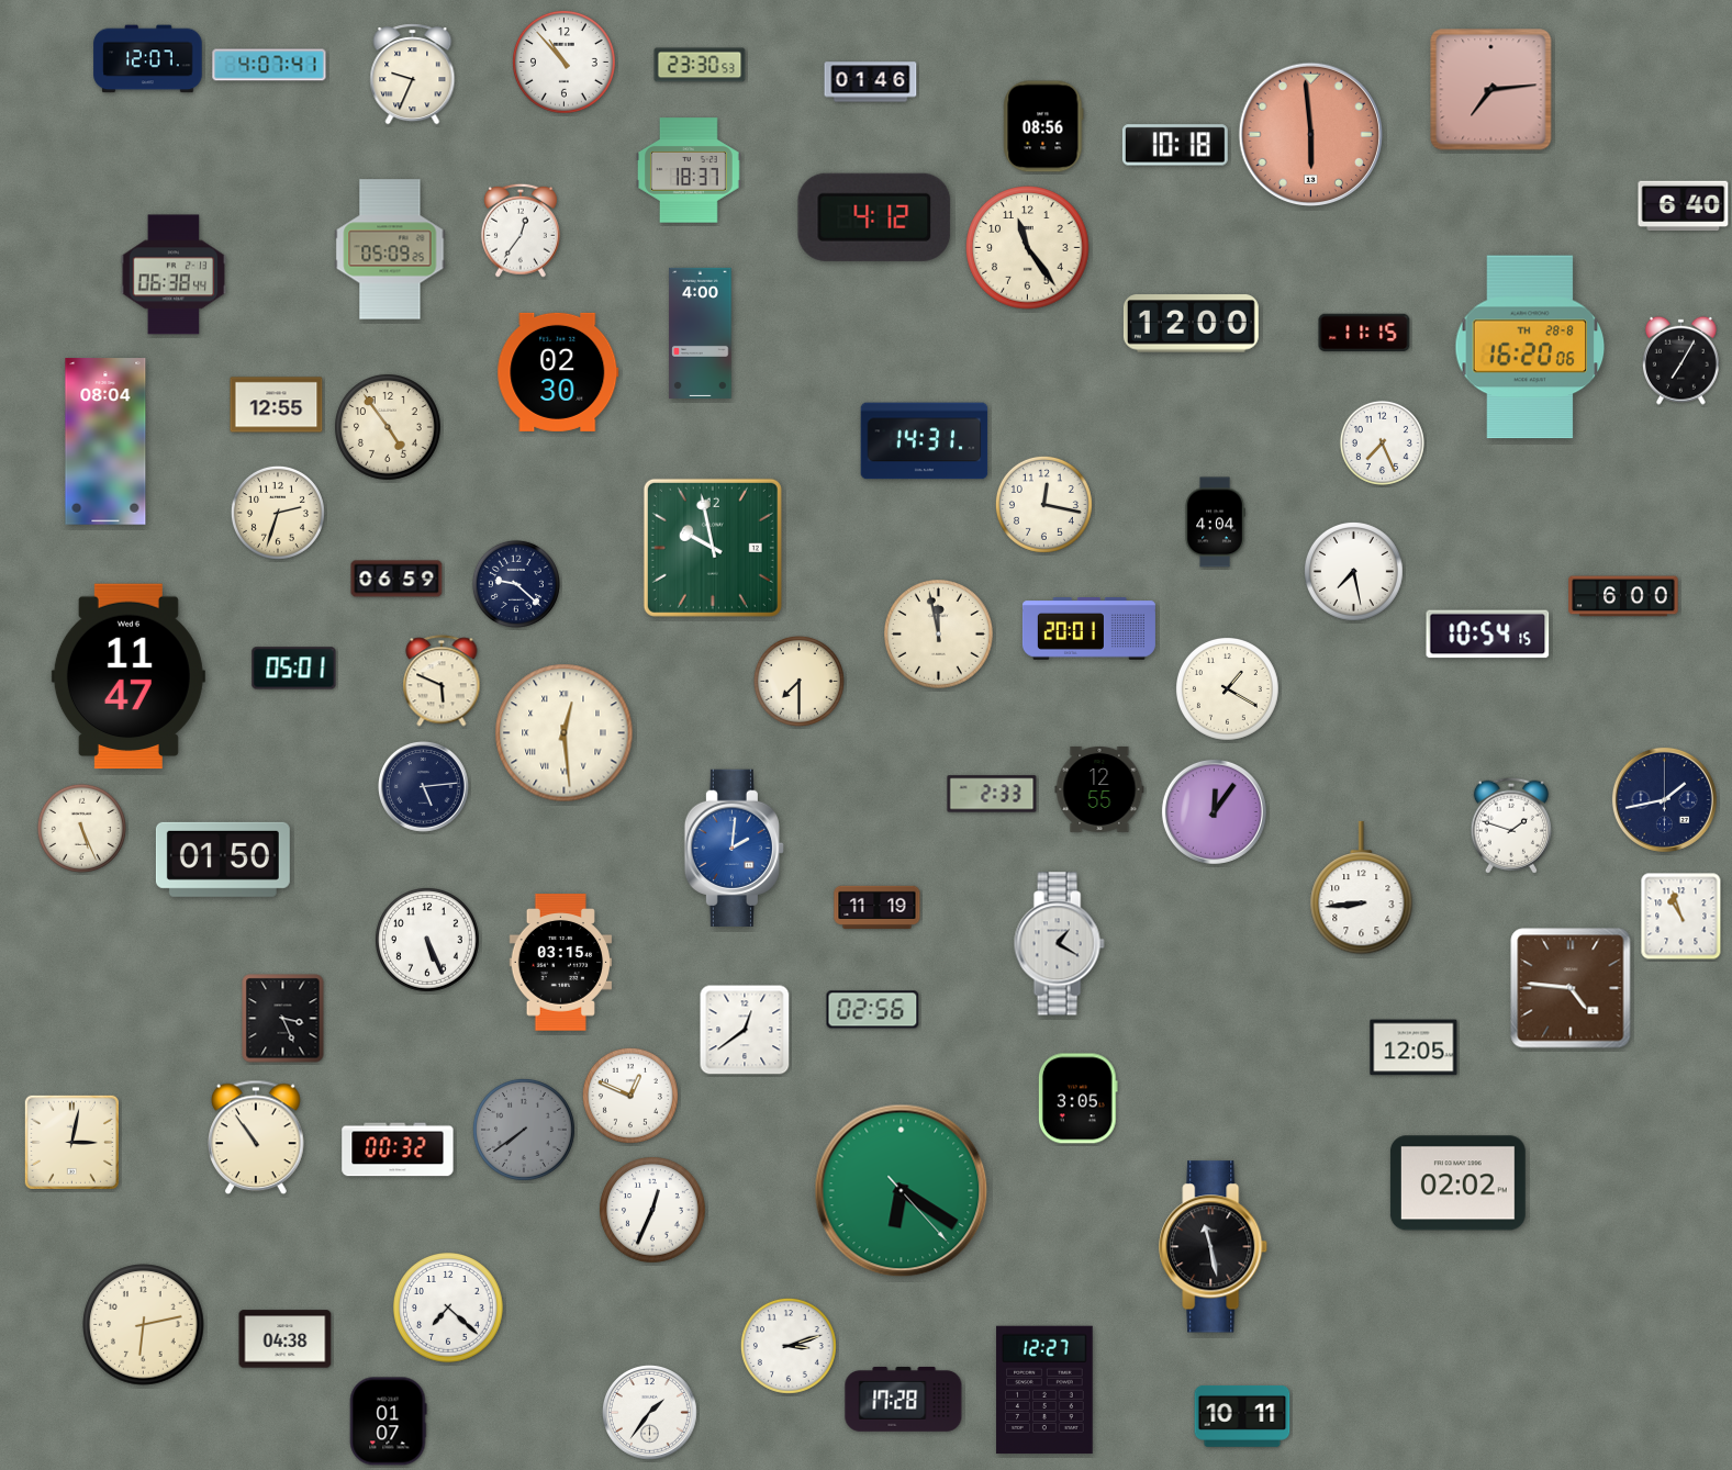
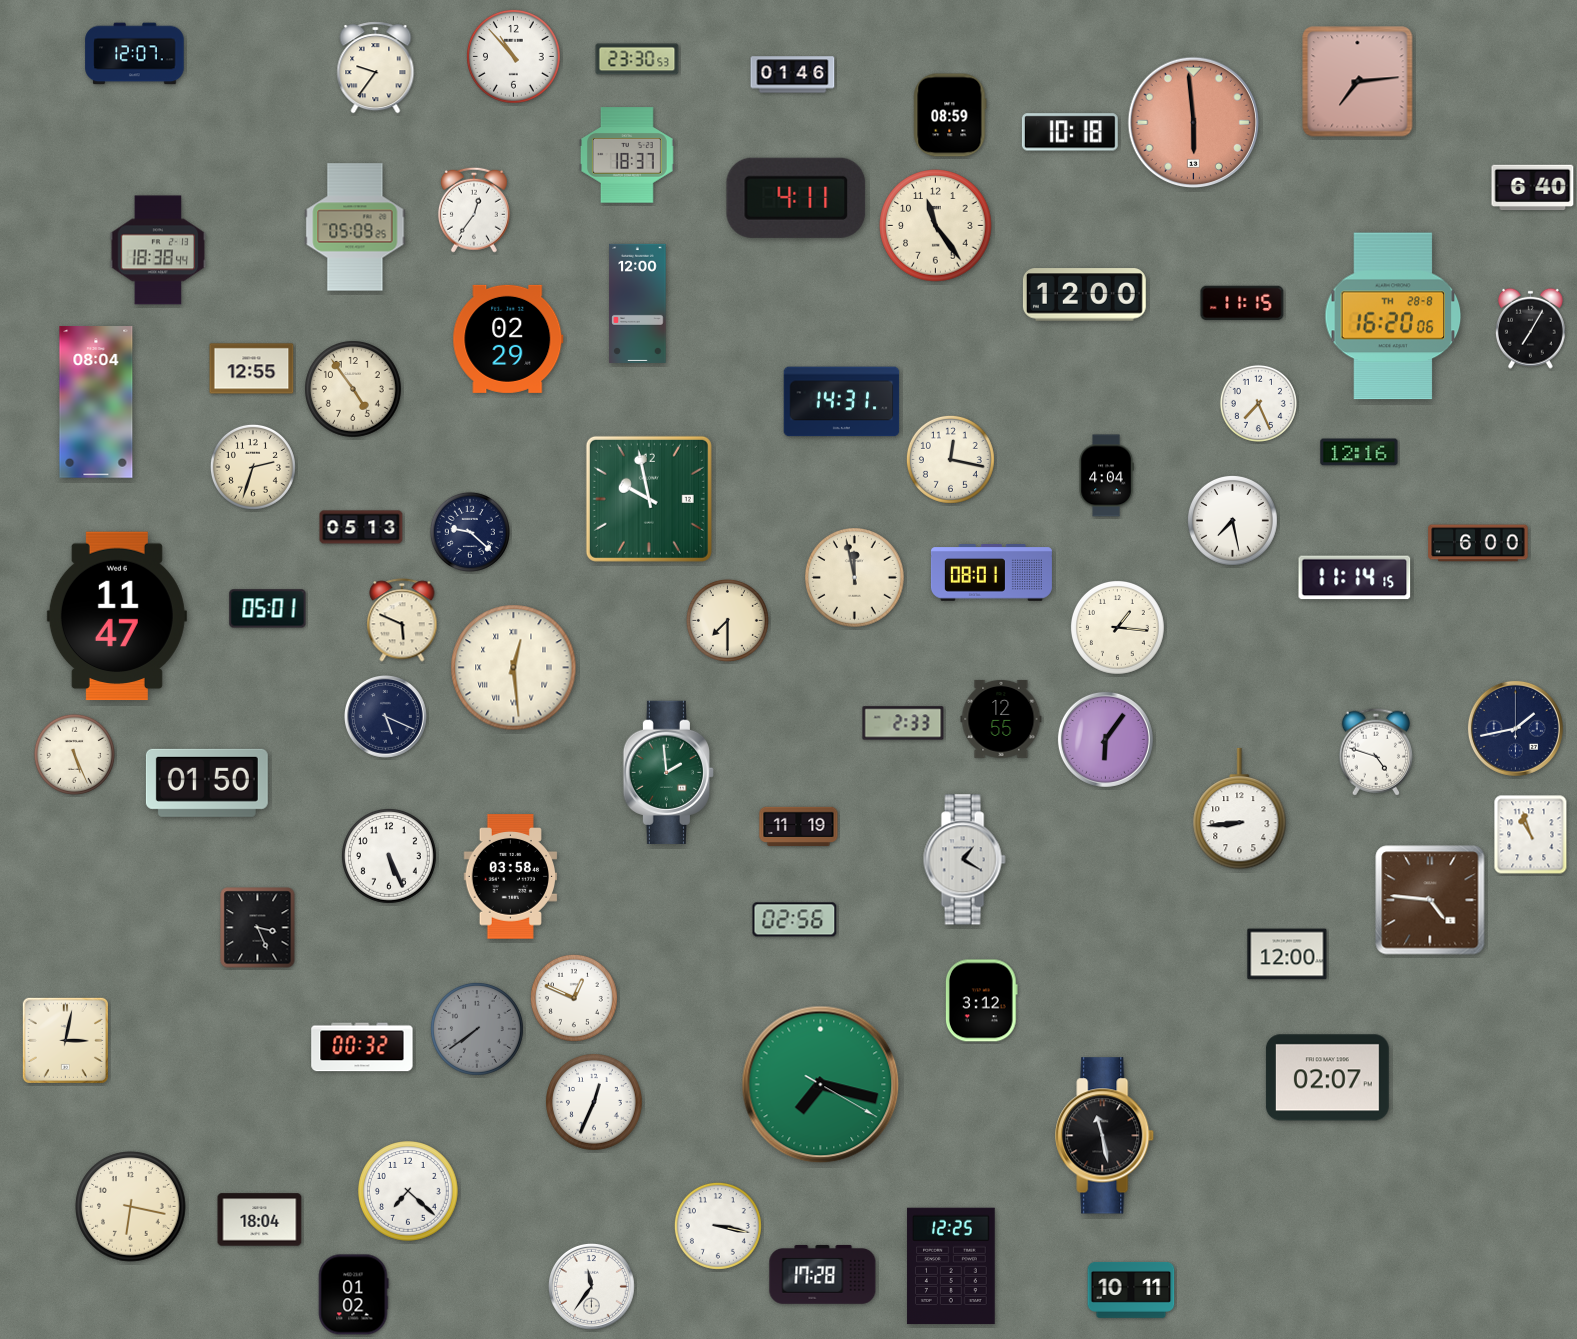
clock at (269, 65): 4:07 -> none
clock at (413, 75): 9:34 -> 9:36
clock at (1043, 126): 08:56 -> 08:59
clock at (874, 217): 4:12 -> 4:11
clock at (174, 274): 06:38 -> 18:38
clock at (701, 333): 4:00 -> 12:00
clock at (558, 372): 02:30 -> 02:29
clock at (1359, 452): none -> 12:16
clock at (396, 579): 06:59 -> 05:13
clock at (1088, 629): 20:01 -> 08:01
clock at (1488, 635): 10:54 -> 11:14
clock at (1227, 688): 1:20 -> 1:16
clock at (424, 787): 5:14 -> 5:19
clock at (1214, 811): 12:06 -> 6:06
clock at (1511, 826): 1:48 -> 4:48
clock at (734, 848): 2:01 -> 1:59
clock at (734, 848) dial: blue -> green
clock at (223, 860) position: (223, 860) -> (207, 783)
clock at (561, 963): 03:15 -> 03:58
clock at (745, 1030): 12:39 -> none
clock at (1413, 1047): 12:05 -> 12:00
clock at (1077, 1099): 3:05 -> 3:12
clock at (256, 1137): 10:54 -> none
clock at (1457, 1183): 02:02 -> 02:07
clock at (902, 1191): 6:20 -> 7:17
clock at (144, 1325): 6:13 -> 6:17
clock at (286, 1339): 04:38 -> 18:04
clock at (789, 1346): 3:12 -> 3:17
clock at (1044, 1390): 12:27 -> 12:25
clock at (649, 1412): 1:36 -> 11:36
clock at (388, 1422): 01:07 -> 01:02
